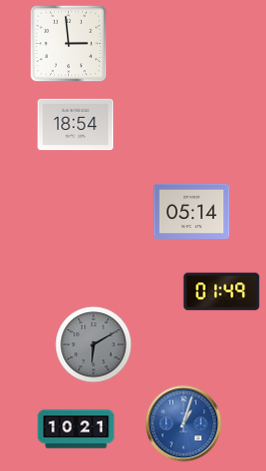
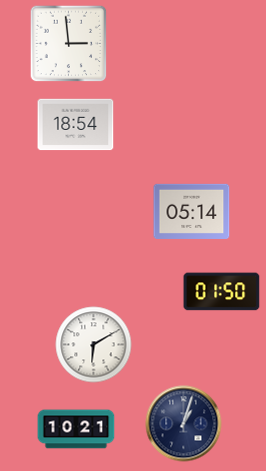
clock at (222, 292): 01:49 -> 01:50
clock at (94, 345) dial: grey -> white
clock at (184, 424) dial: blue -> navy
